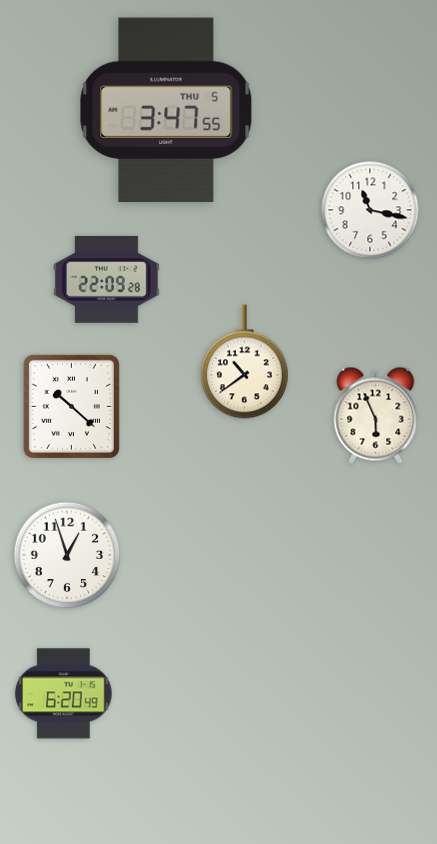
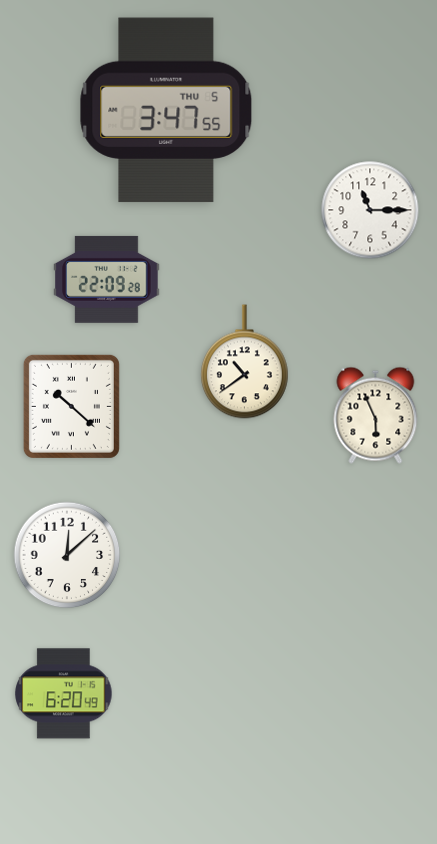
clock at (370, 210): 11:17 -> 11:15
clock at (67, 555): 12:57 -> 12:08
